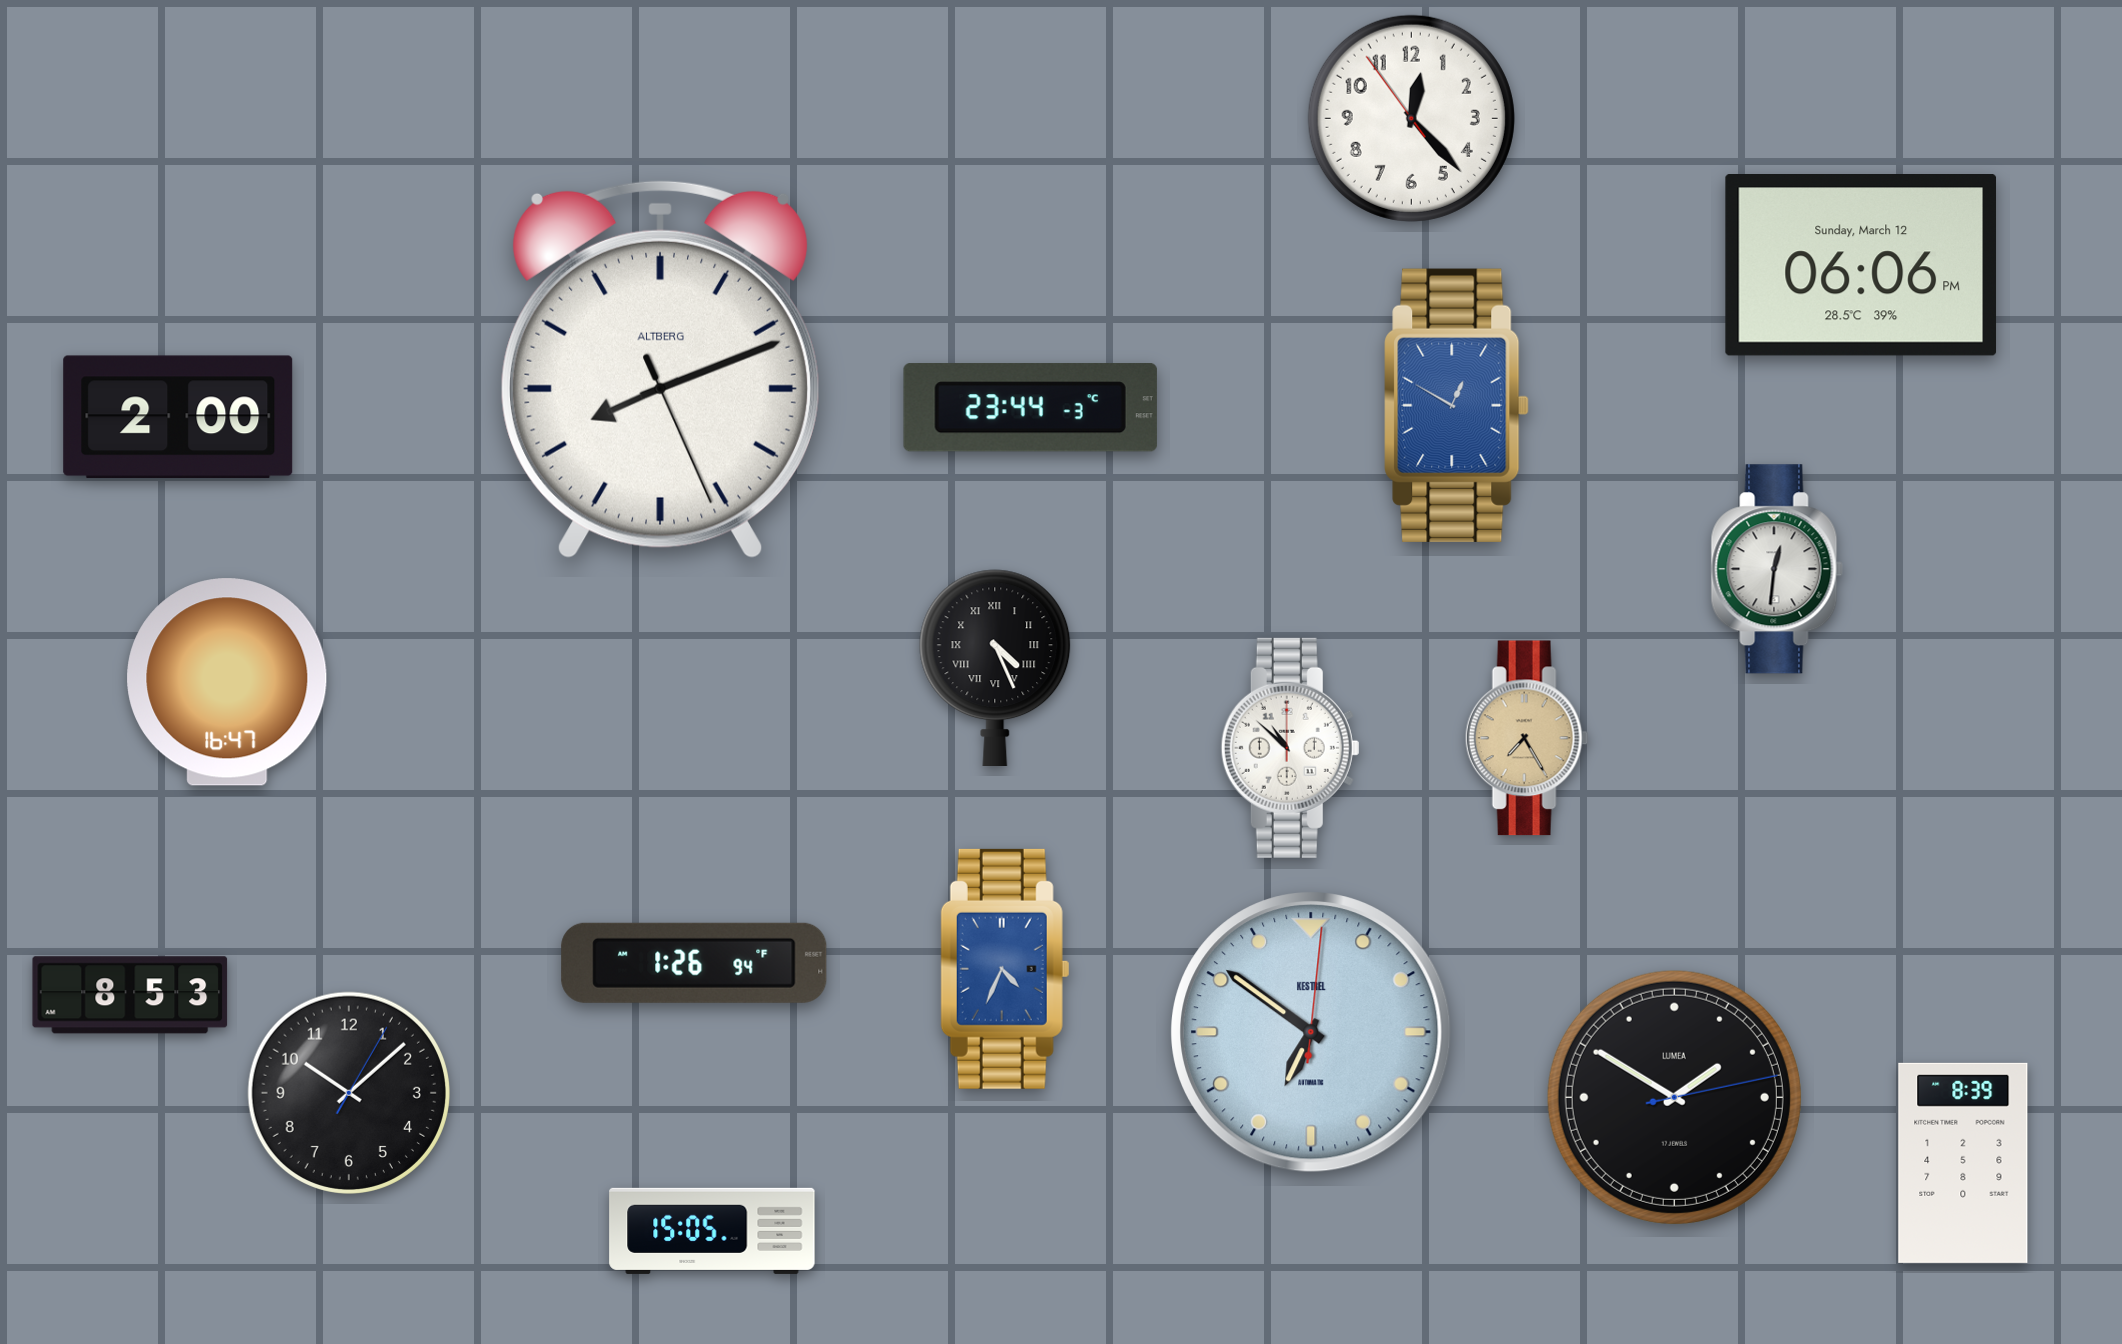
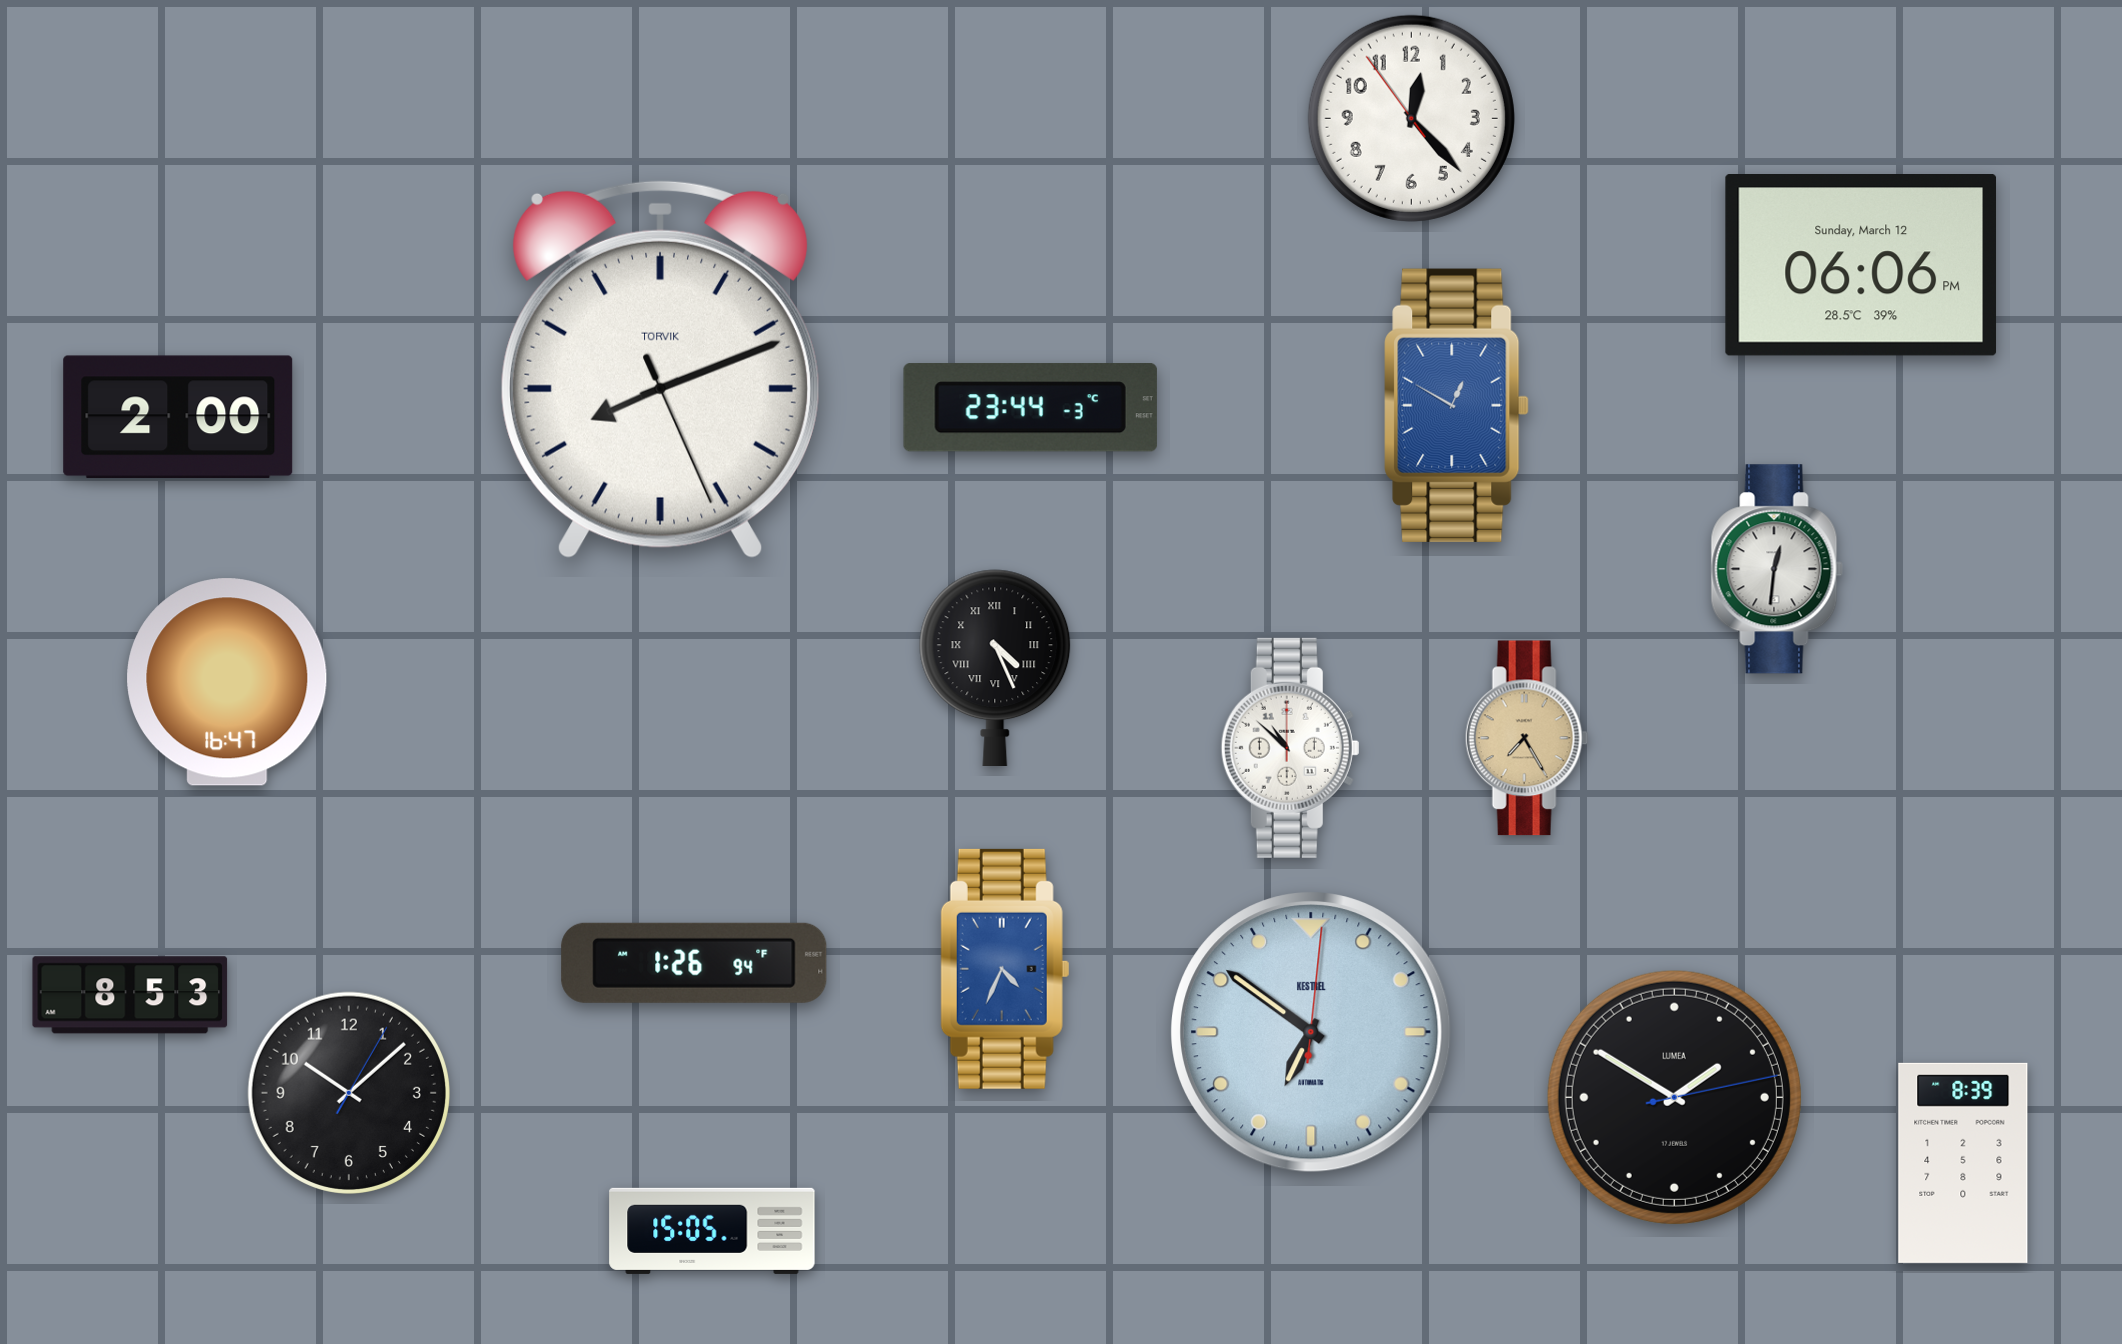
clock at (660, 369) brand: ALTBERG -> TORVIK
